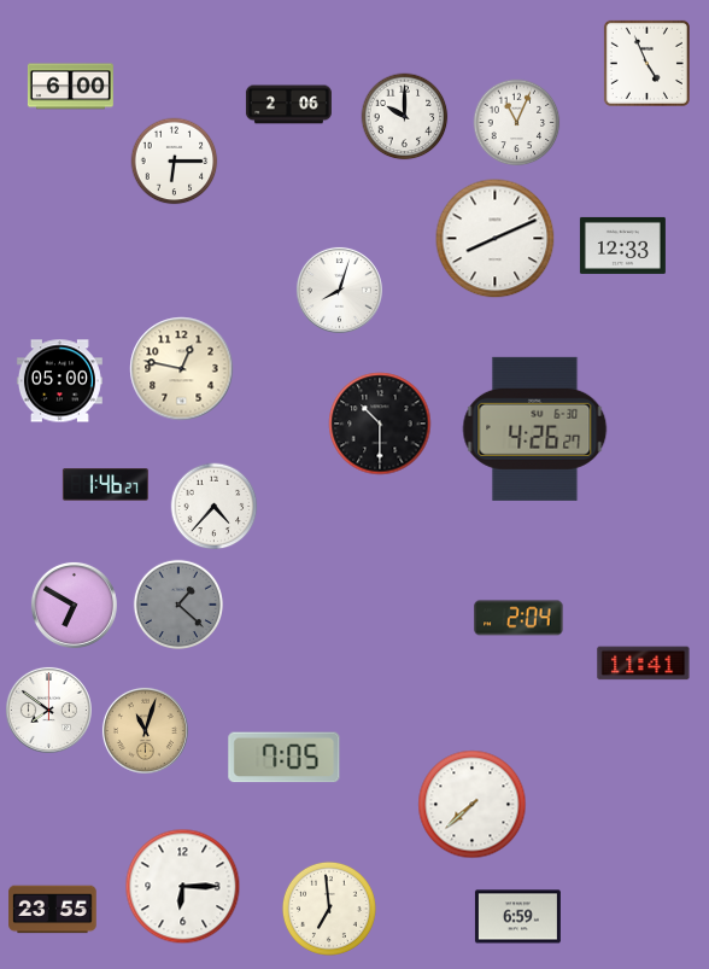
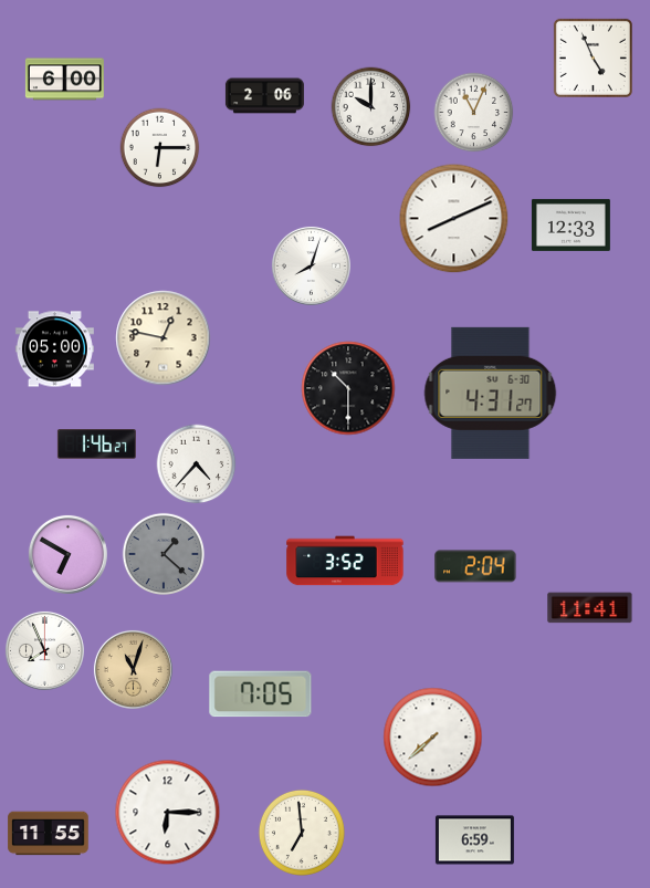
clock at (182, 369) position: (182, 369) -> (164, 338)
clock at (535, 428): 4:26 -> 4:31
clock at (345, 561): none -> 3:52
clock at (48, 710): 7:51 -> 7:56
clock at (53, 910): 23:55 -> 11:55
